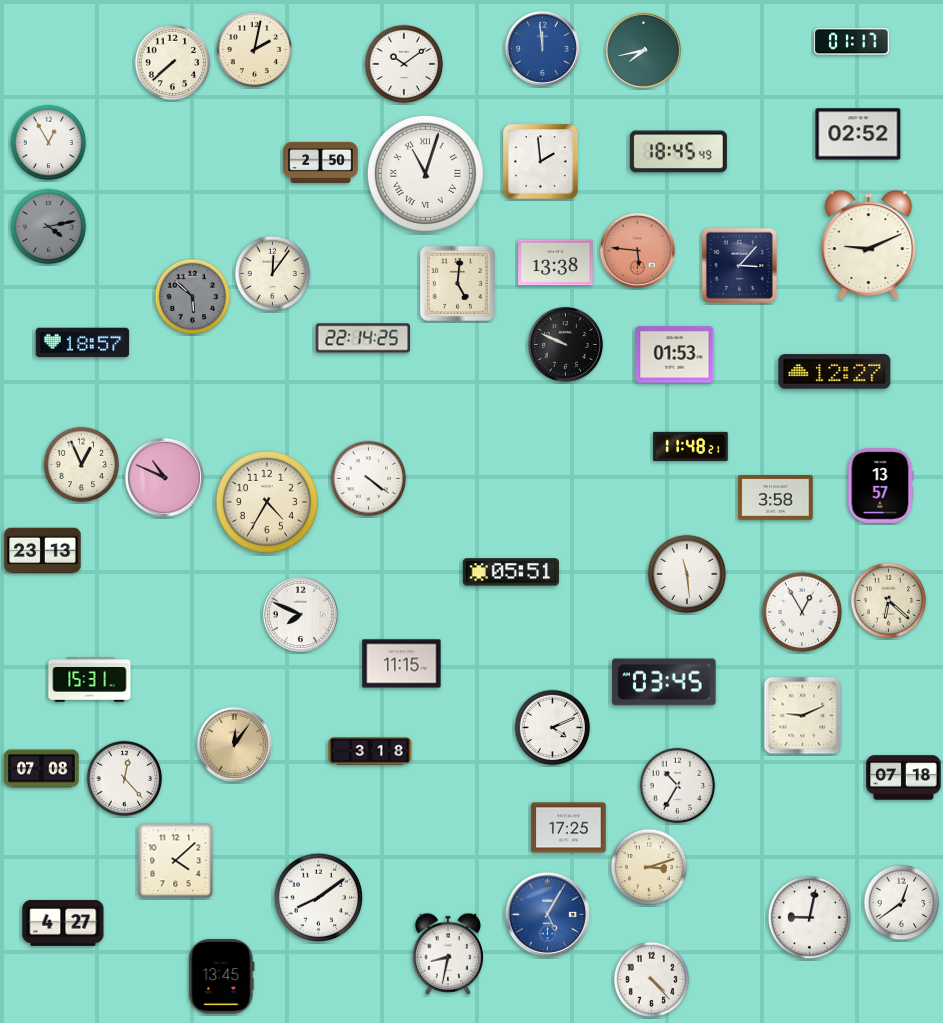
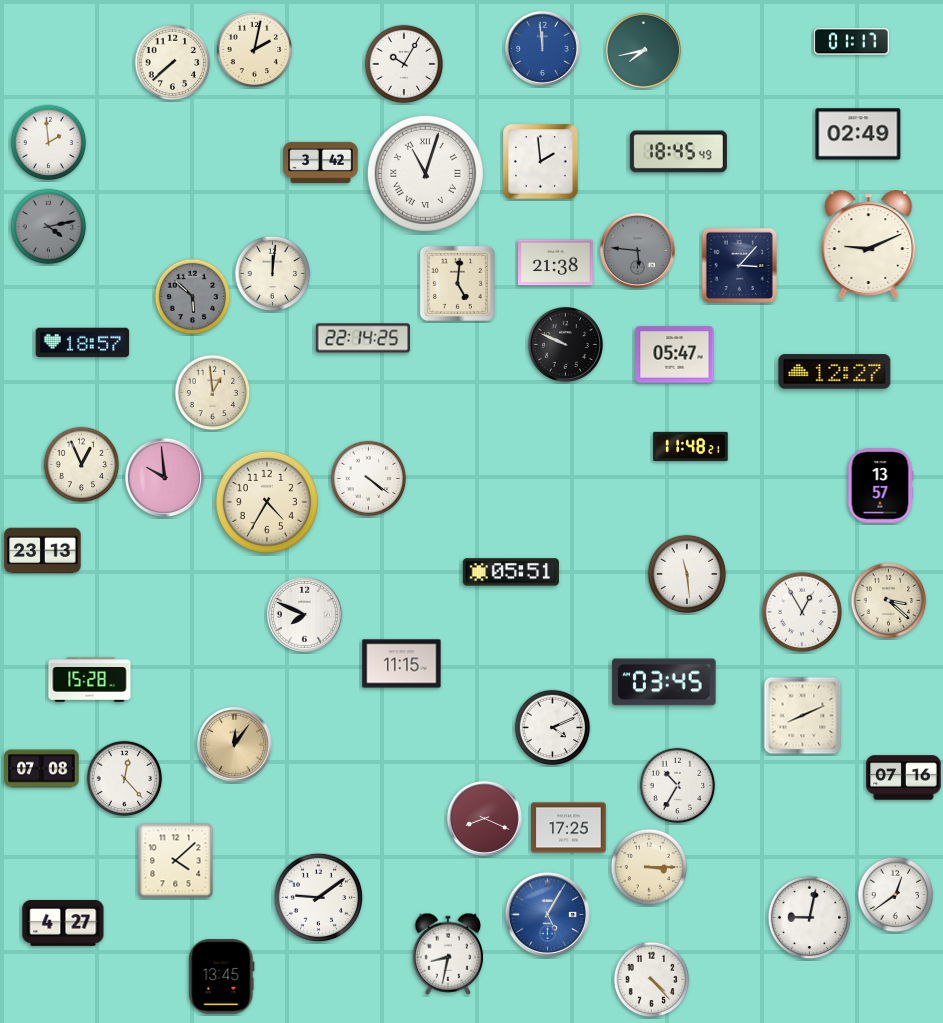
clock at (404, 64): 10:09 -> 10:05
clock at (858, 134): 02:52 -> 02:49
clock at (49, 143): 12:55 -> 1:59
clock at (321, 162): 2:50 -> 3:42
clock at (637, 250) dial: salmon -> grey
clock at (556, 263): 13:38 -> 21:38
clock at (273, 274): 12:06 -> 12:01
clock at (675, 355): 01:53 -> 05:47
clock at (213, 393): none -> 12:59
clock at (164, 477): 10:49 -> 9:59
clock at (776, 498): 3:58 -> none
clock at (889, 601): 6:22 -> 3:22
clock at (300, 614) position: (300, 614) -> (304, 614)
clock at (90, 680): 15:31 -> 15:28
clock at (803, 716): 9:11 -> 8:11
clock at (370, 751): 3:18 -> none
clock at (904, 778): 07:18 -> 07:16
clock at (484, 818): none -> 8:19
clock at (649, 867): 3:12 -> 3:15
clock at (318, 897): 8:09 -> 9:09
clock at (902, 903) position: (902, 903) -> (896, 895)
